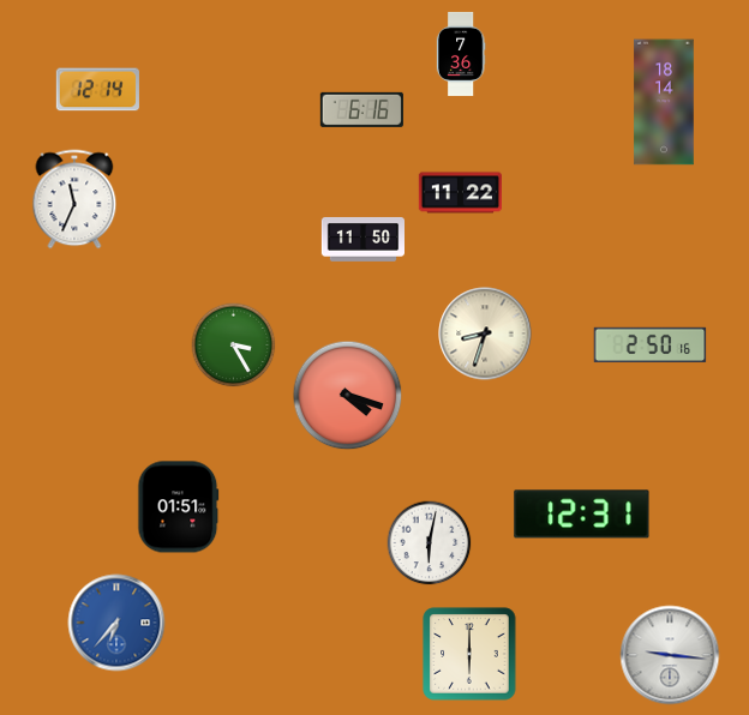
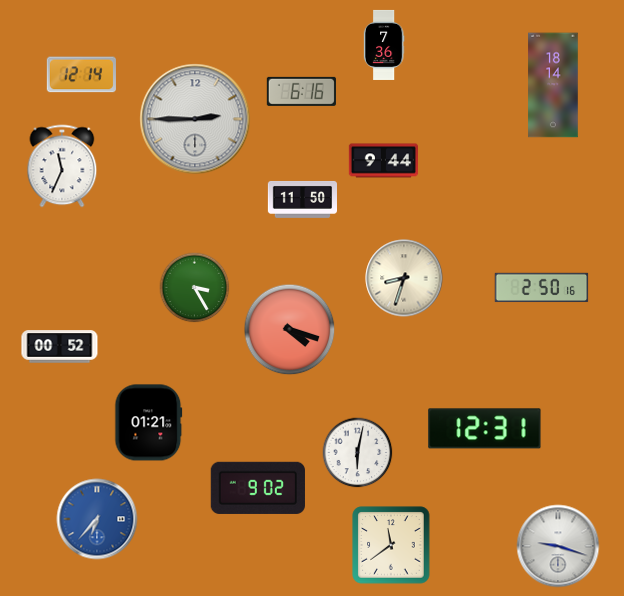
clock at (195, 119): none -> 2:45
clock at (460, 193): 11:22 -> 9:44
clock at (60, 347): none -> 00:52
clock at (179, 507): 01:51 -> 01:21
clock at (258, 488): none -> 9:02
clock at (469, 654): 6:00 -> 11:39
clock at (670, 655): 9:16 -> 9:18
